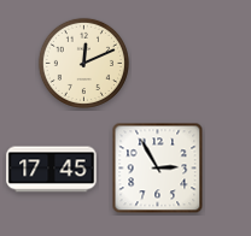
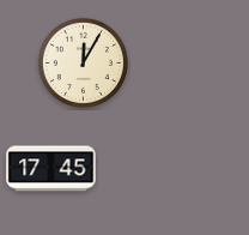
clock at (83, 63): 12:11 -> 12:05
clock at (158, 169): 2:55 -> none
